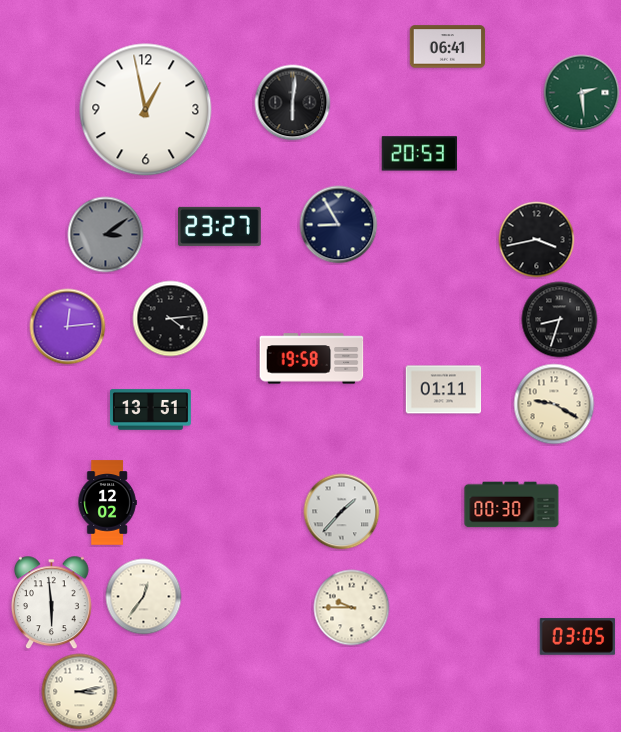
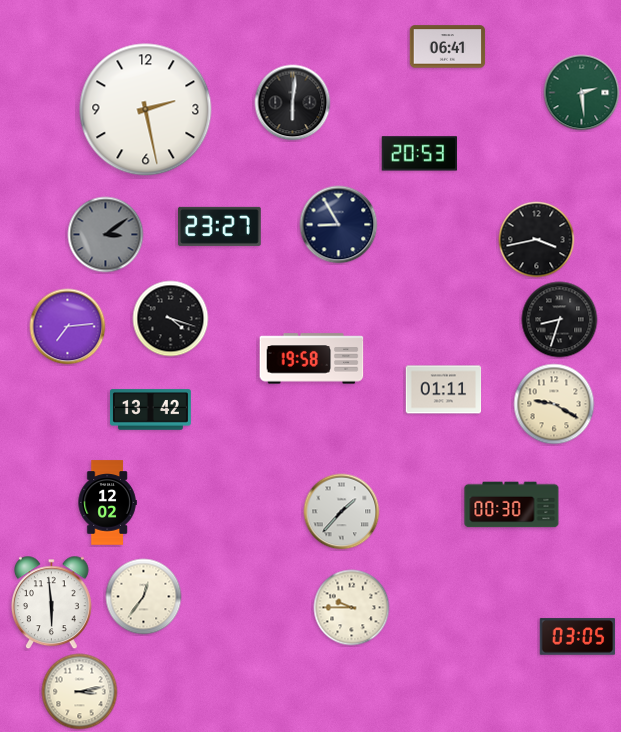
clock at (146, 110): 12:58 -> 2:28
clock at (171, 319): 4:14 -> 4:18
clock at (68, 327): 12:14 -> 7:14
clock at (150, 410): 13:51 -> 13:42
